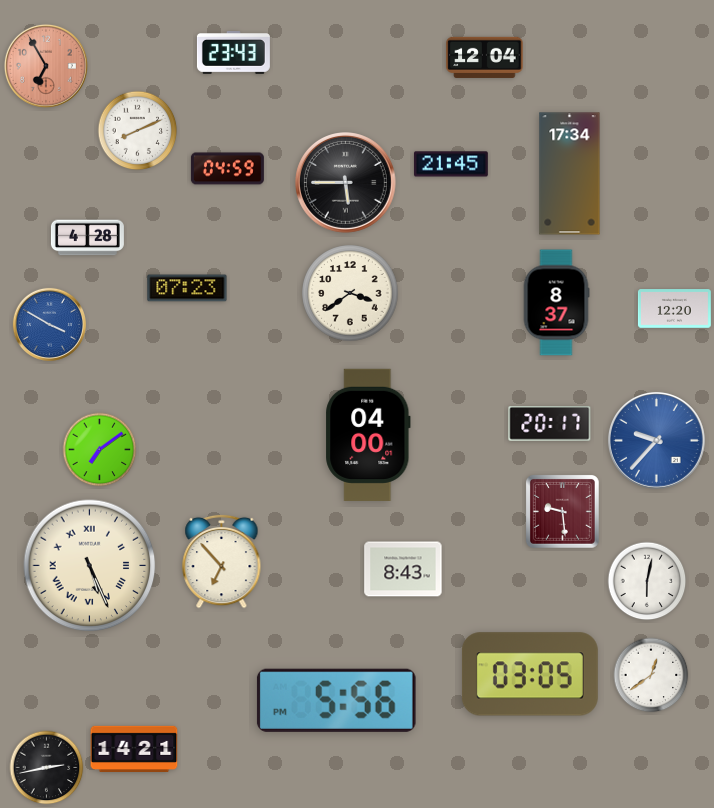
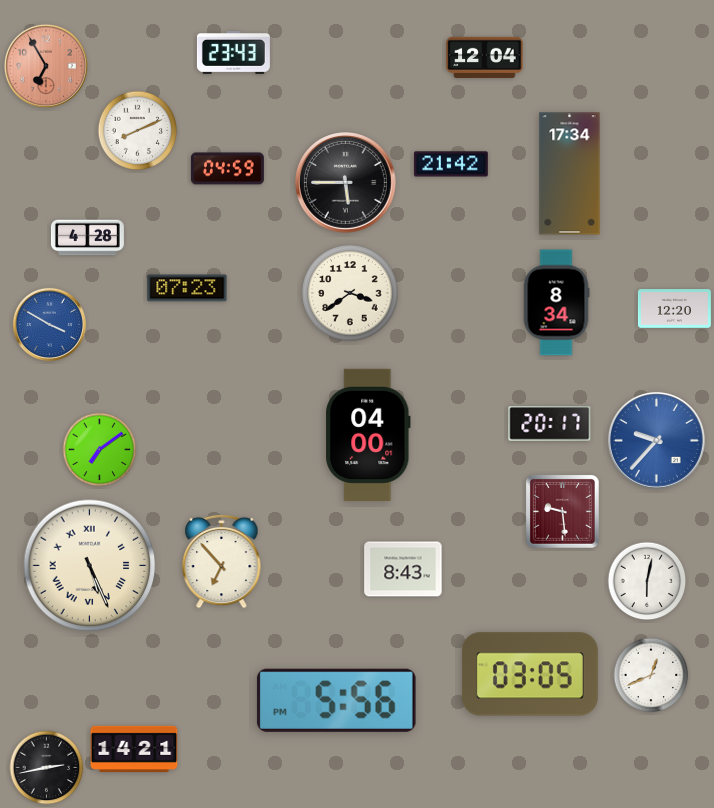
clock at (451, 164): 21:45 -> 21:42
clock at (556, 303): 8:37 -> 8:34
clock at (651, 675): 12:39 -> 12:41
